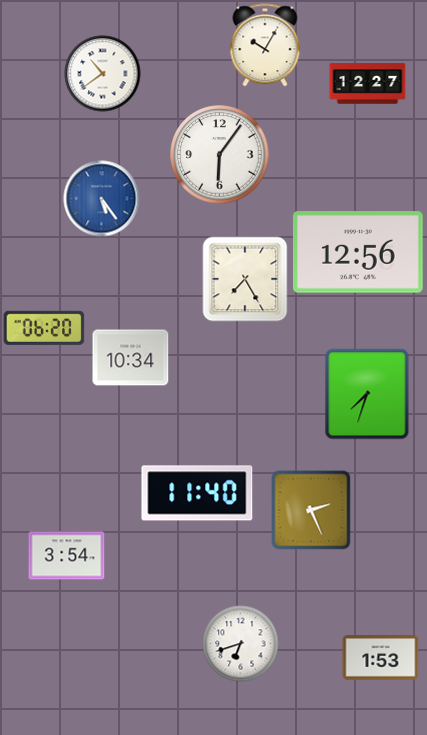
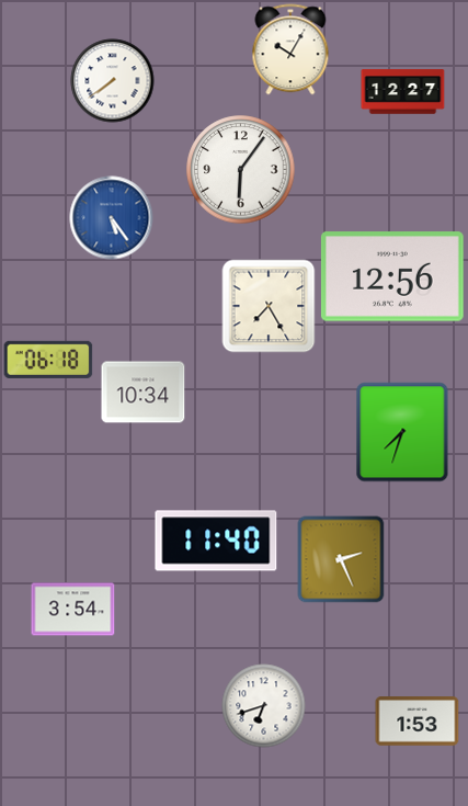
clock at (103, 74): 10:39 -> 7:39
clock at (44, 328): 06:20 -> 06:18
